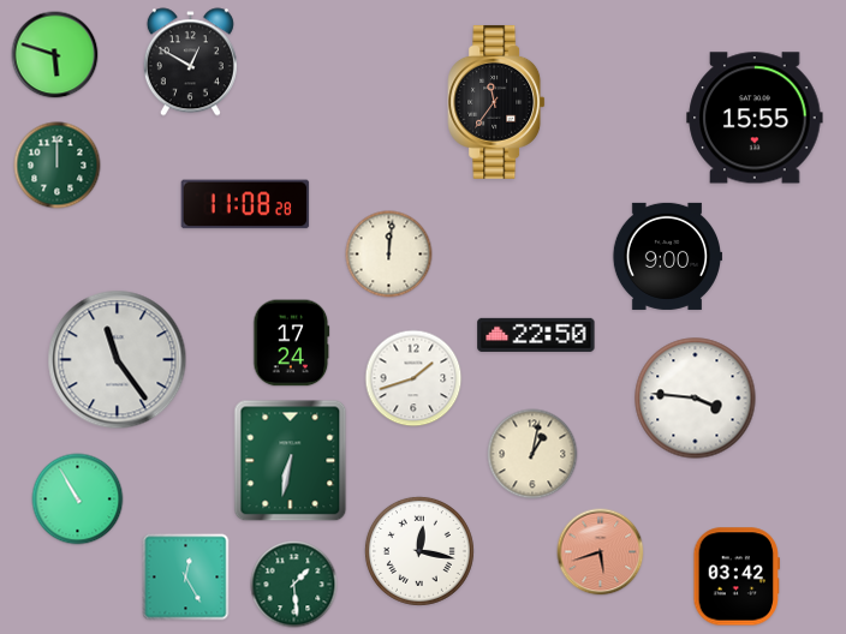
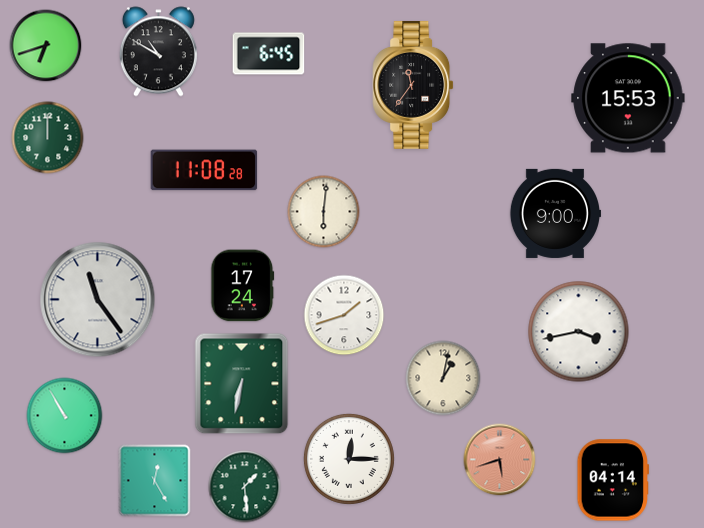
clock at (55, 55): 5:48 -> 6:42
clock at (190, 62): 12:50 -> 10:50
clock at (269, 54): none -> 6:45
clock at (755, 118): 15:55 -> 15:53
clock at (389, 255): 12:01 -> 6:01
clock at (536, 335): 22:50 -> none
clock at (696, 399): 3:46 -> 3:43
clock at (419, 551): 12:17 -> 12:15
clock at (737, 576): 03:42 -> 04:14
